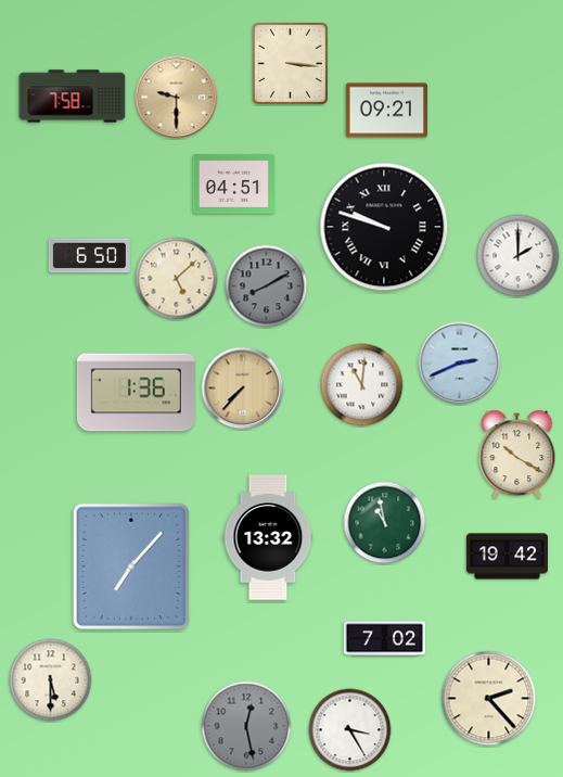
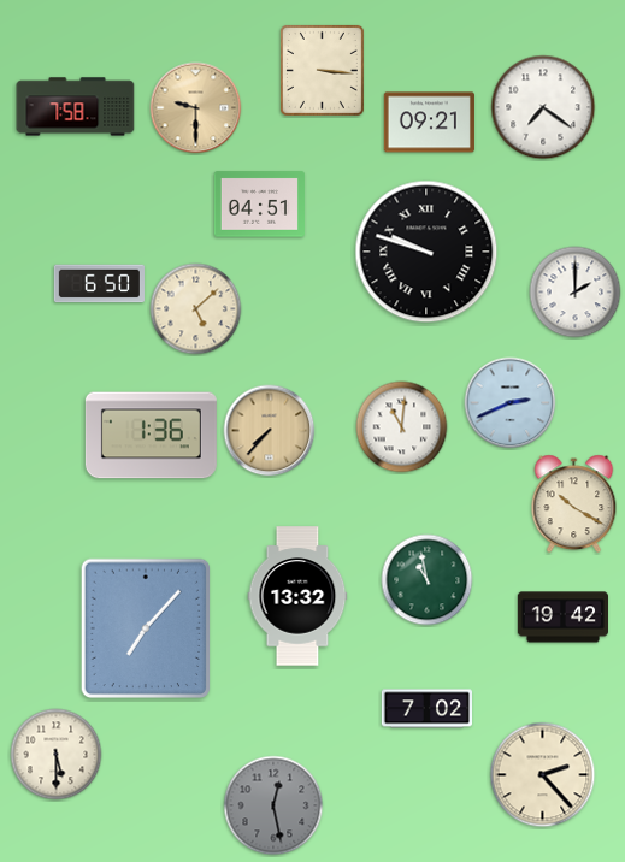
clock at (73, 97) position: (73, 97) -> (76, 107)
clock at (543, 107): none -> 7:21
clock at (519, 256) position: (519, 256) -> (576, 293)
clock at (267, 286): 8:10 -> none
clock at (350, 730): 3:25 -> none
